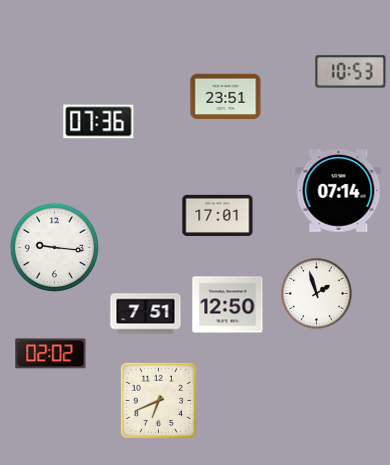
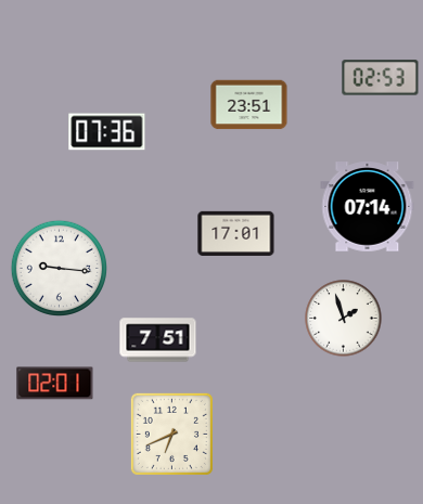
clock at (351, 72): 10:53 -> 02:53
clock at (226, 97) position: (226, 97) -> (249, 105)
clock at (228, 305): 12:50 -> none
clock at (51, 354): 02:02 -> 02:01
